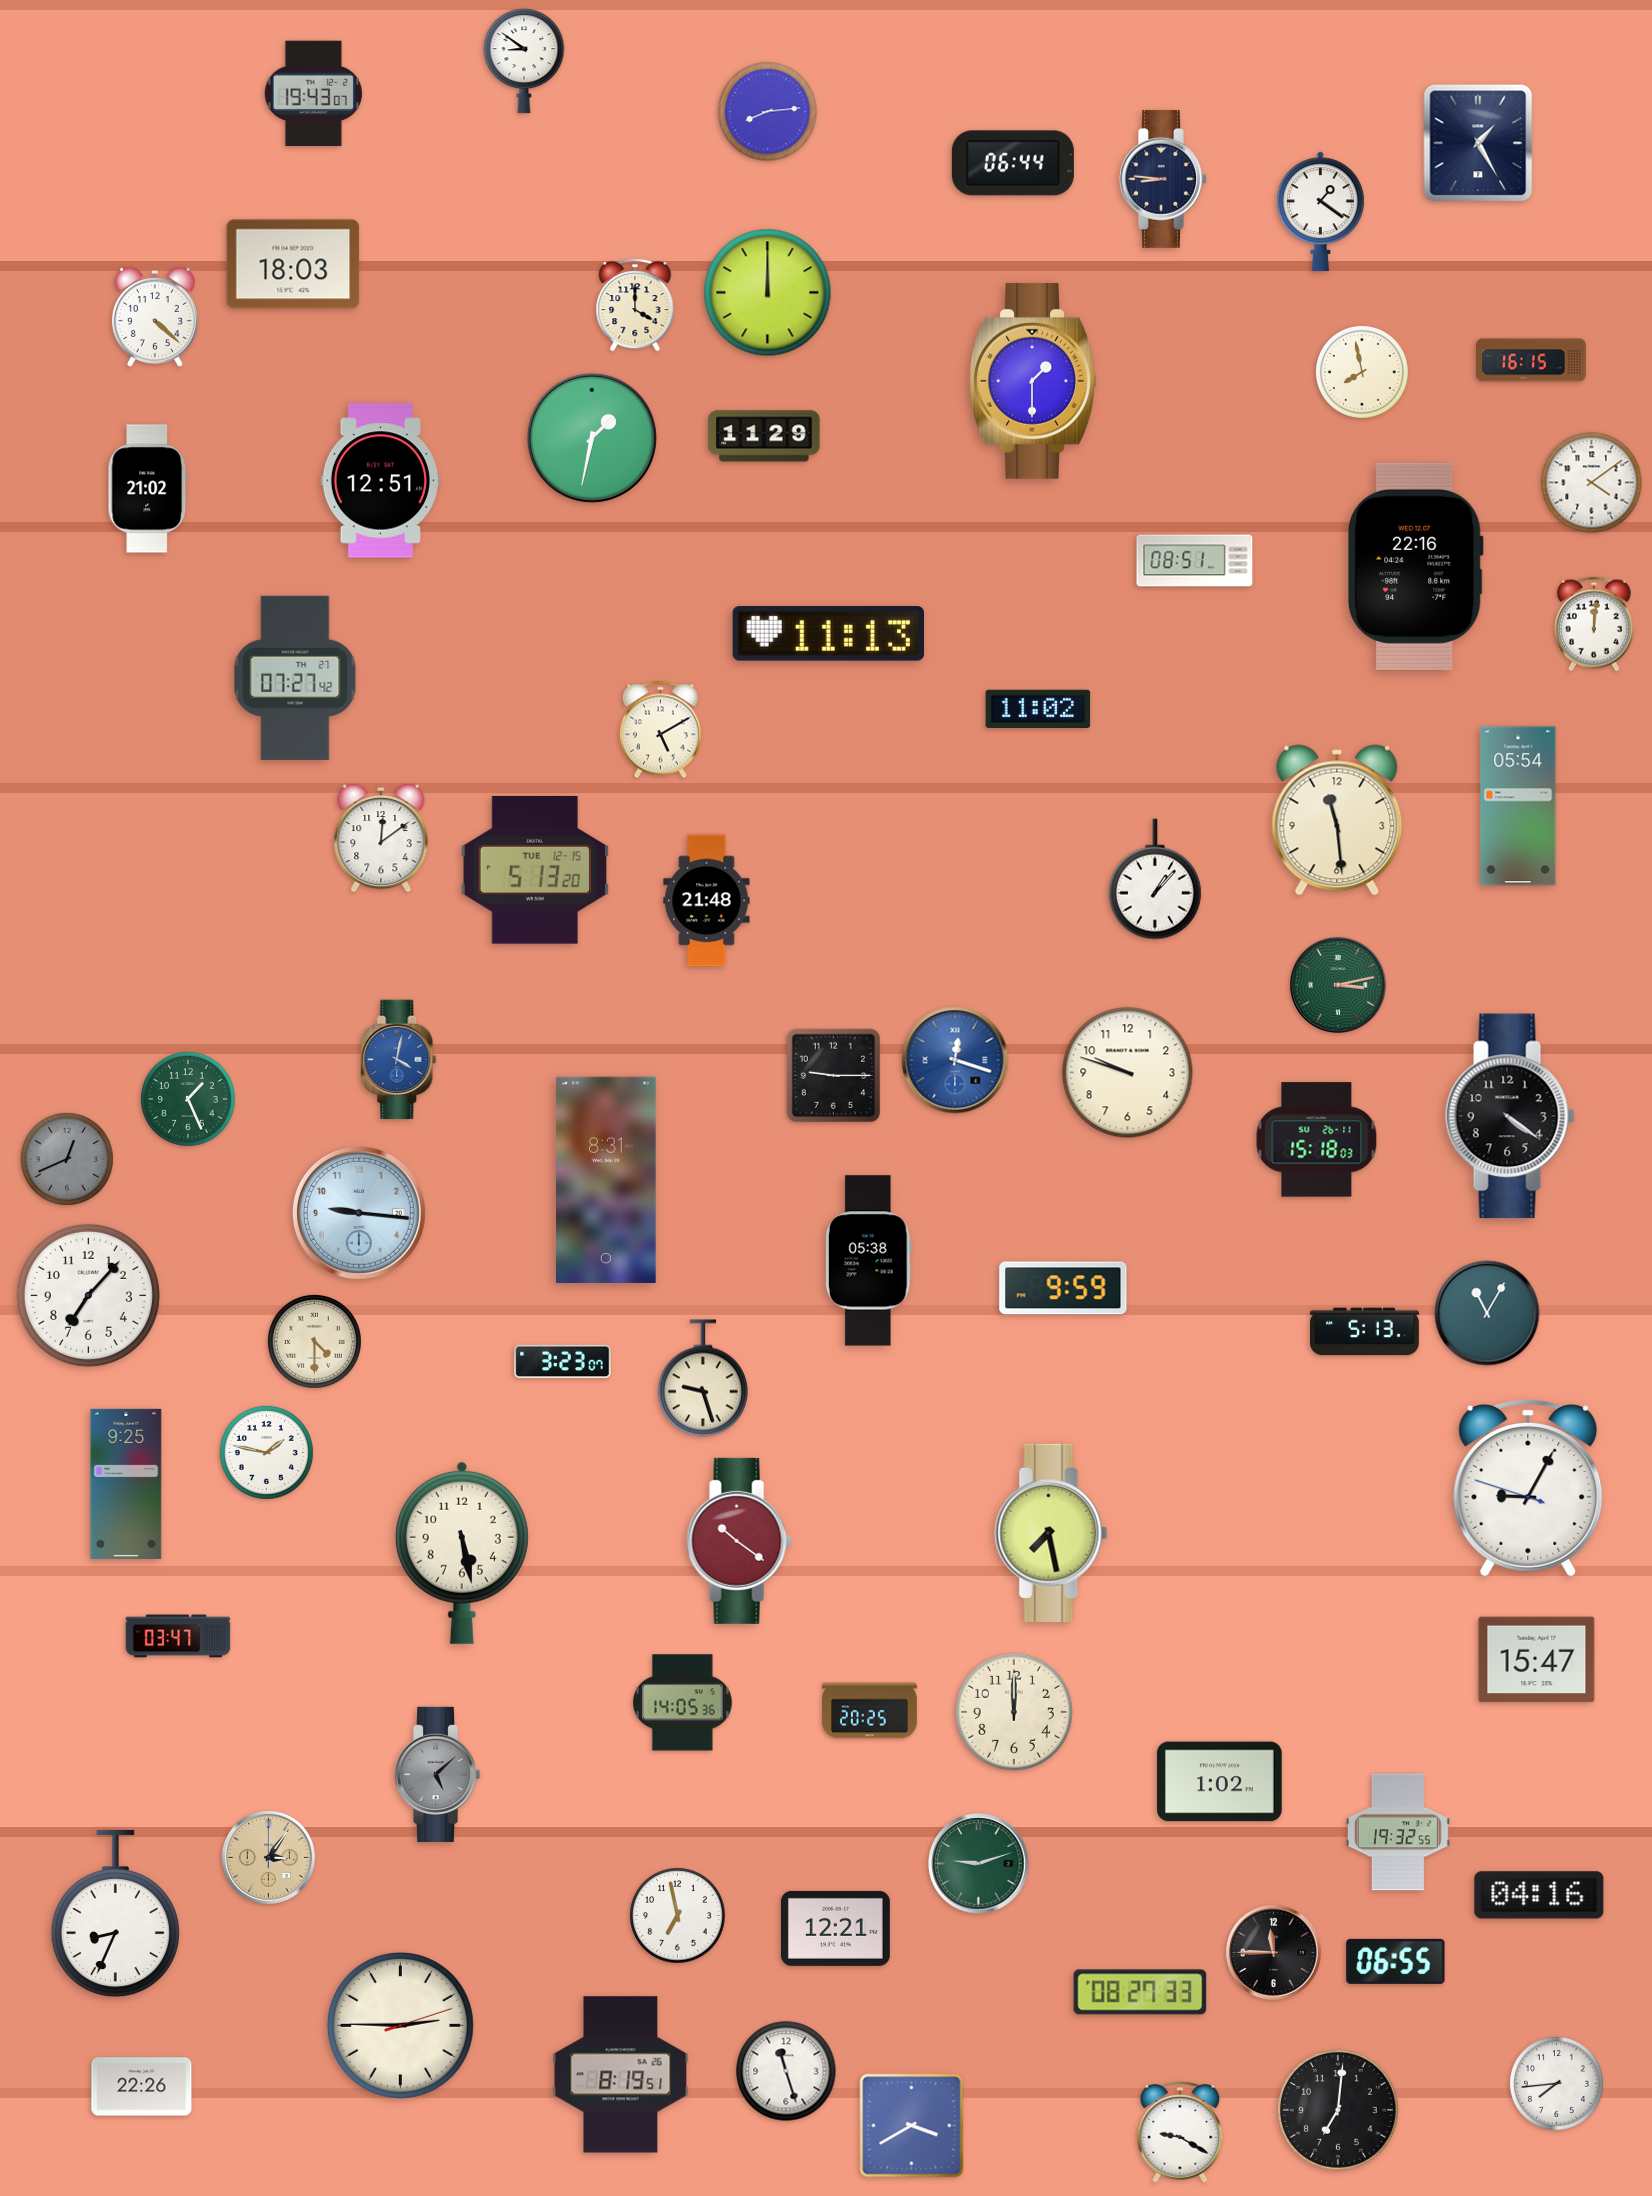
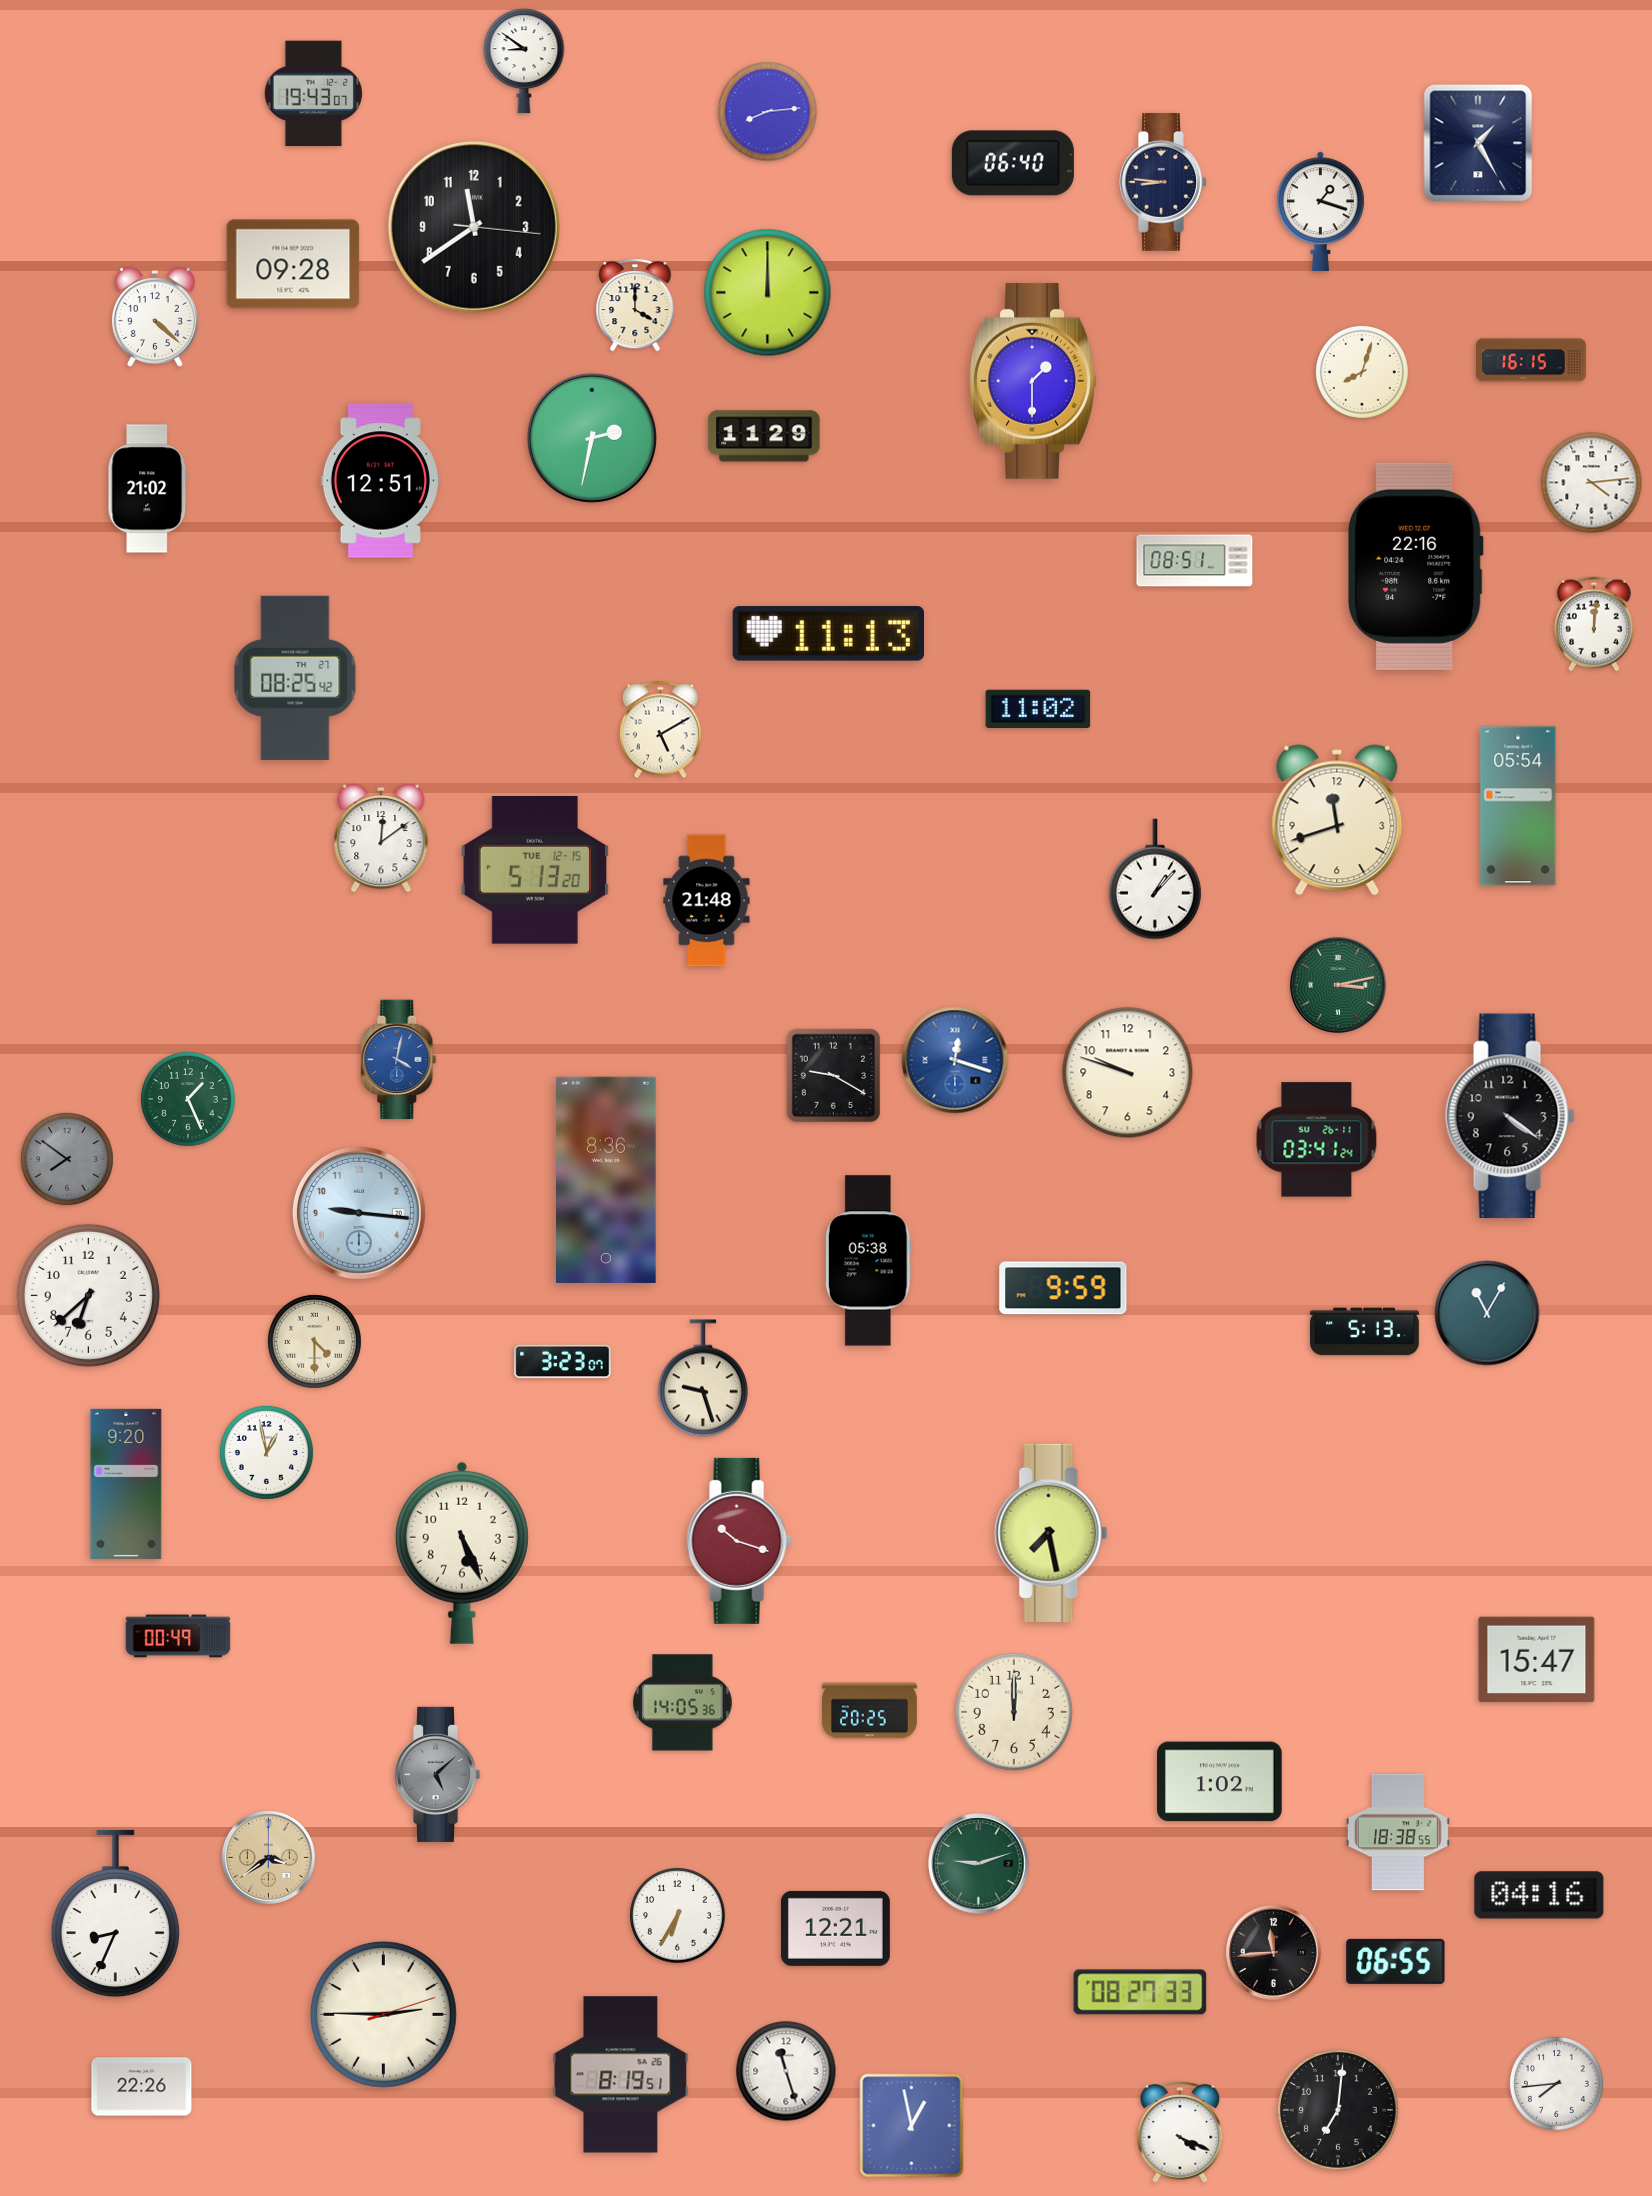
clock at (1013, 163): 06:44 -> 06:40
clock at (1163, 179) position: (1163, 179) -> (1163, 182)
clock at (1320, 212): 1:21 -> 1:18
clock at (474, 227): none -> 11:39
clock at (293, 264): 18:03 -> 09:28
clock at (1362, 372): 7:58 -> 8:03
clock at (592, 438): 1:32 -> 2:32
clock at (1592, 483): 4:09 -> 4:14
clock at (295, 678): 07:27 -> 08:25
clock at (1337, 820): 11:29 -> 11:42
clock at (834, 1076): 9:15 -> 9:20
clock at (1317, 1140): 15:18 -> 03:41
clock at (67, 1159): 12:41 -> 7:51
clock at (607, 1180): 8:31 -> 8:36
clock at (88, 1295): 7:07 -> 6:38
clock at (266, 1452): 1:47 -> 12:58
clock at (126, 1484): 9:25 -> 9:20
clock at (1528, 1489): 9:04 -> none
clock at (739, 1541): 10:21 -> 10:18
clock at (462, 1553): 5:28 -> 5:26
clock at (178, 1636): 03:47 -> 00:49
clock at (1398, 1832): 19:32 -> 18:38
clock at (268, 1857): 3:06 -> 3:39
clock at (678, 1916): 6:58 -> 6:35
clock at (1273, 1952): 11:45 -> 11:44
clock at (400, 2025) position: (400, 2025) -> (383, 2014)
clock at (912, 2126): 3:40 -> 12:58
clock at (1180, 2132): 9:20 -> 4:19
